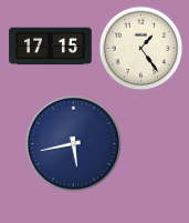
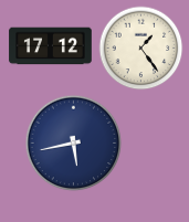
clock at (51, 47): 17:15 -> 17:12
